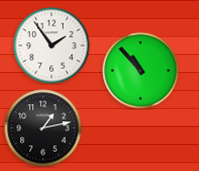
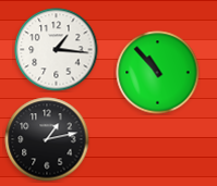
clock at (52, 46): 1:54 -> 1:16
clock at (141, 71) position: (141, 71) -> (158, 73)
